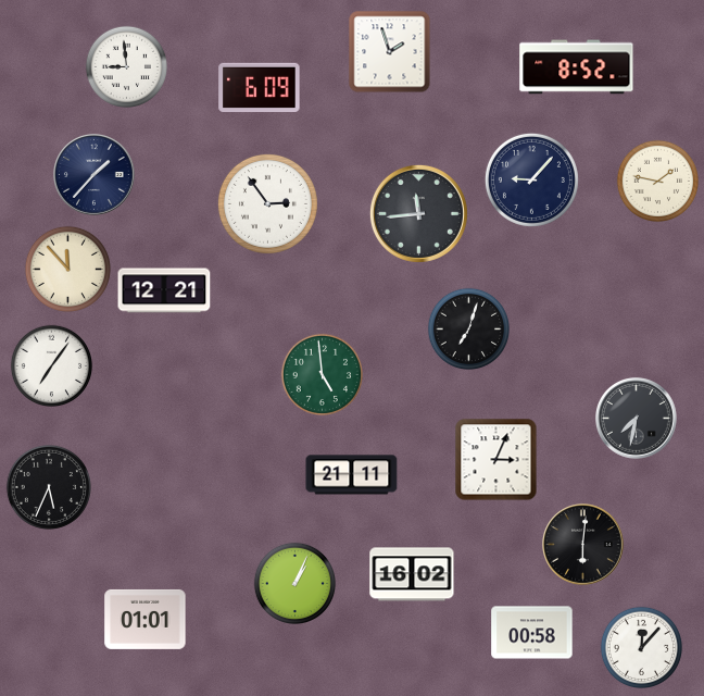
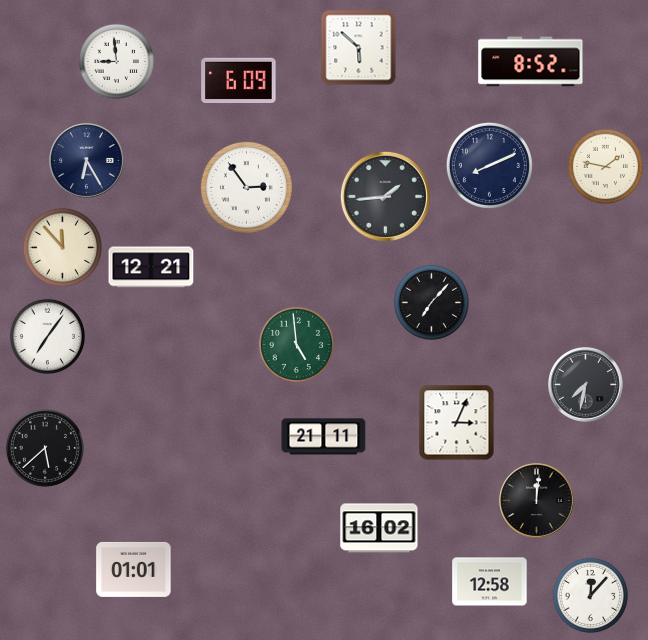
clock at (390, 52): 1:57 -> 5:52
clock at (95, 175): 1:37 -> 6:25
clock at (531, 179): 9:07 -> 8:11
clock at (418, 213): 11:44 -> 1:44
clock at (468, 328): 7:03 -> 7:07
clock at (49, 487): 5:34 -> 5:38
clock at (583, 545): 6:01 -> 12:01
clock at (294, 583): 1:04 -> none
clock at (532, 633): 00:58 -> 12:58
